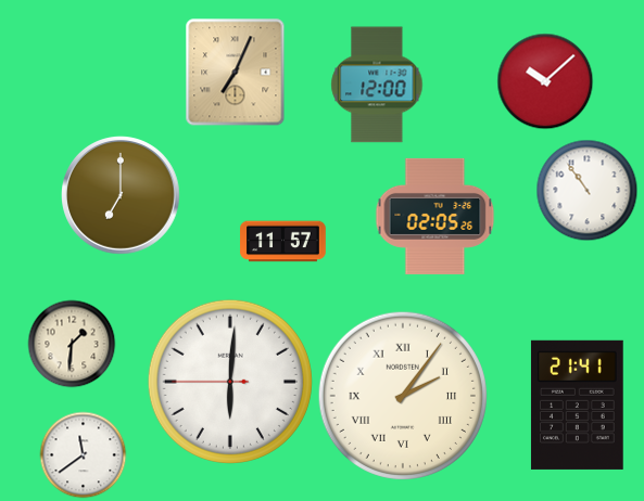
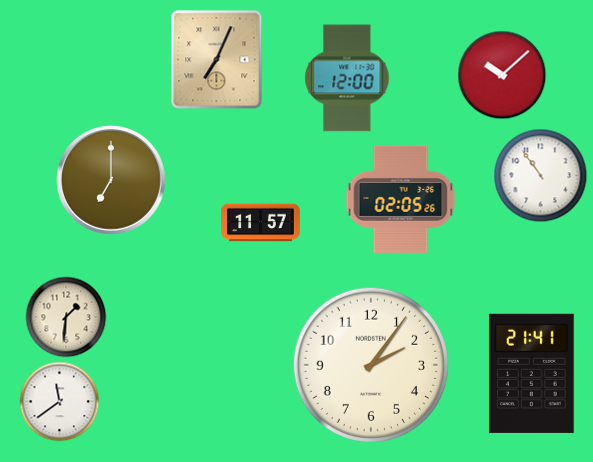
clock at (236, 73) position: (236, 73) -> (217, 60)
clock at (230, 382): 6:00 -> none
clock at (403, 396) numerals: Roman -> Arabic
clock at (83, 454) position: (83, 454) -> (59, 401)
